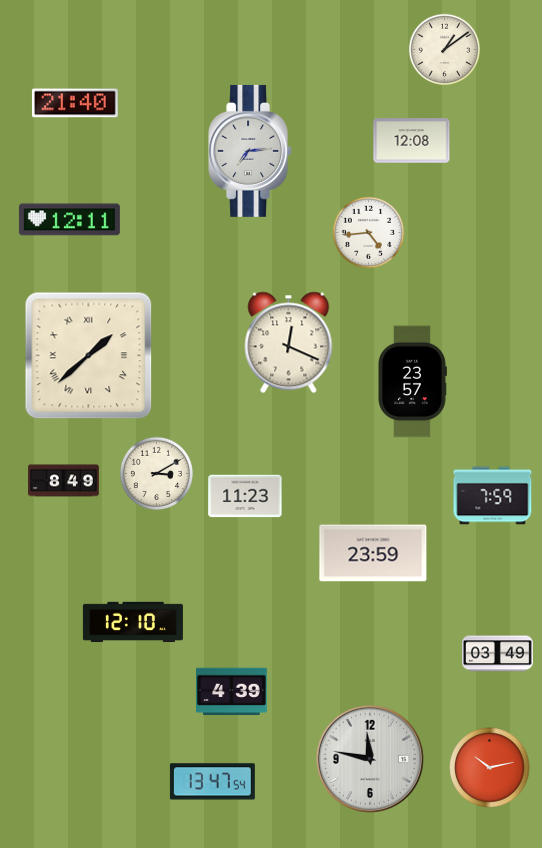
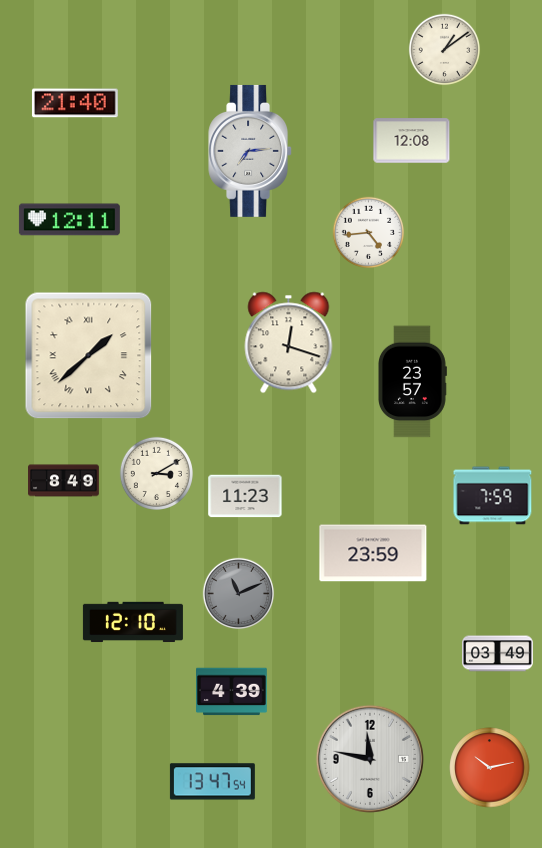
clock at (289, 343): 12:19 -> 12:18
clock at (239, 594): none -> 11:11
